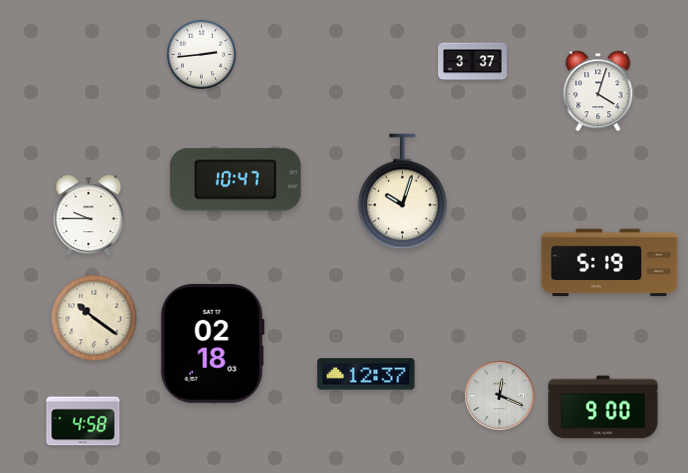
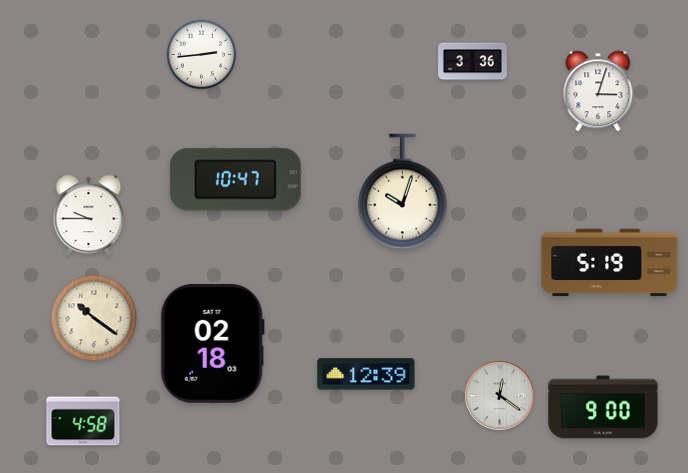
clock at (473, 62): 3:37 -> 3:36
clock at (598, 91): 4:03 -> 3:03
clock at (366, 374): 12:37 -> 12:39
clock at (500, 396): 12:19 -> 12:21
